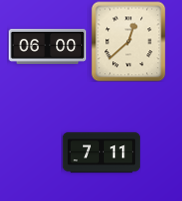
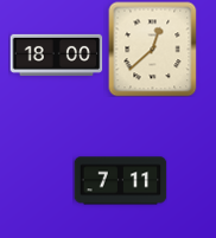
clock at (47, 46): 06:00 -> 18:00
